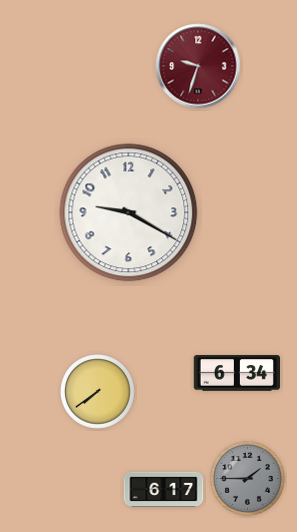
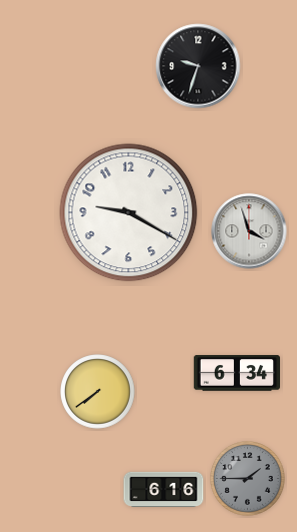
clock at (198, 66) dial: burgundy -> black
clock at (249, 231): none -> 3:57
clock at (164, 489): 6:17 -> 6:16
